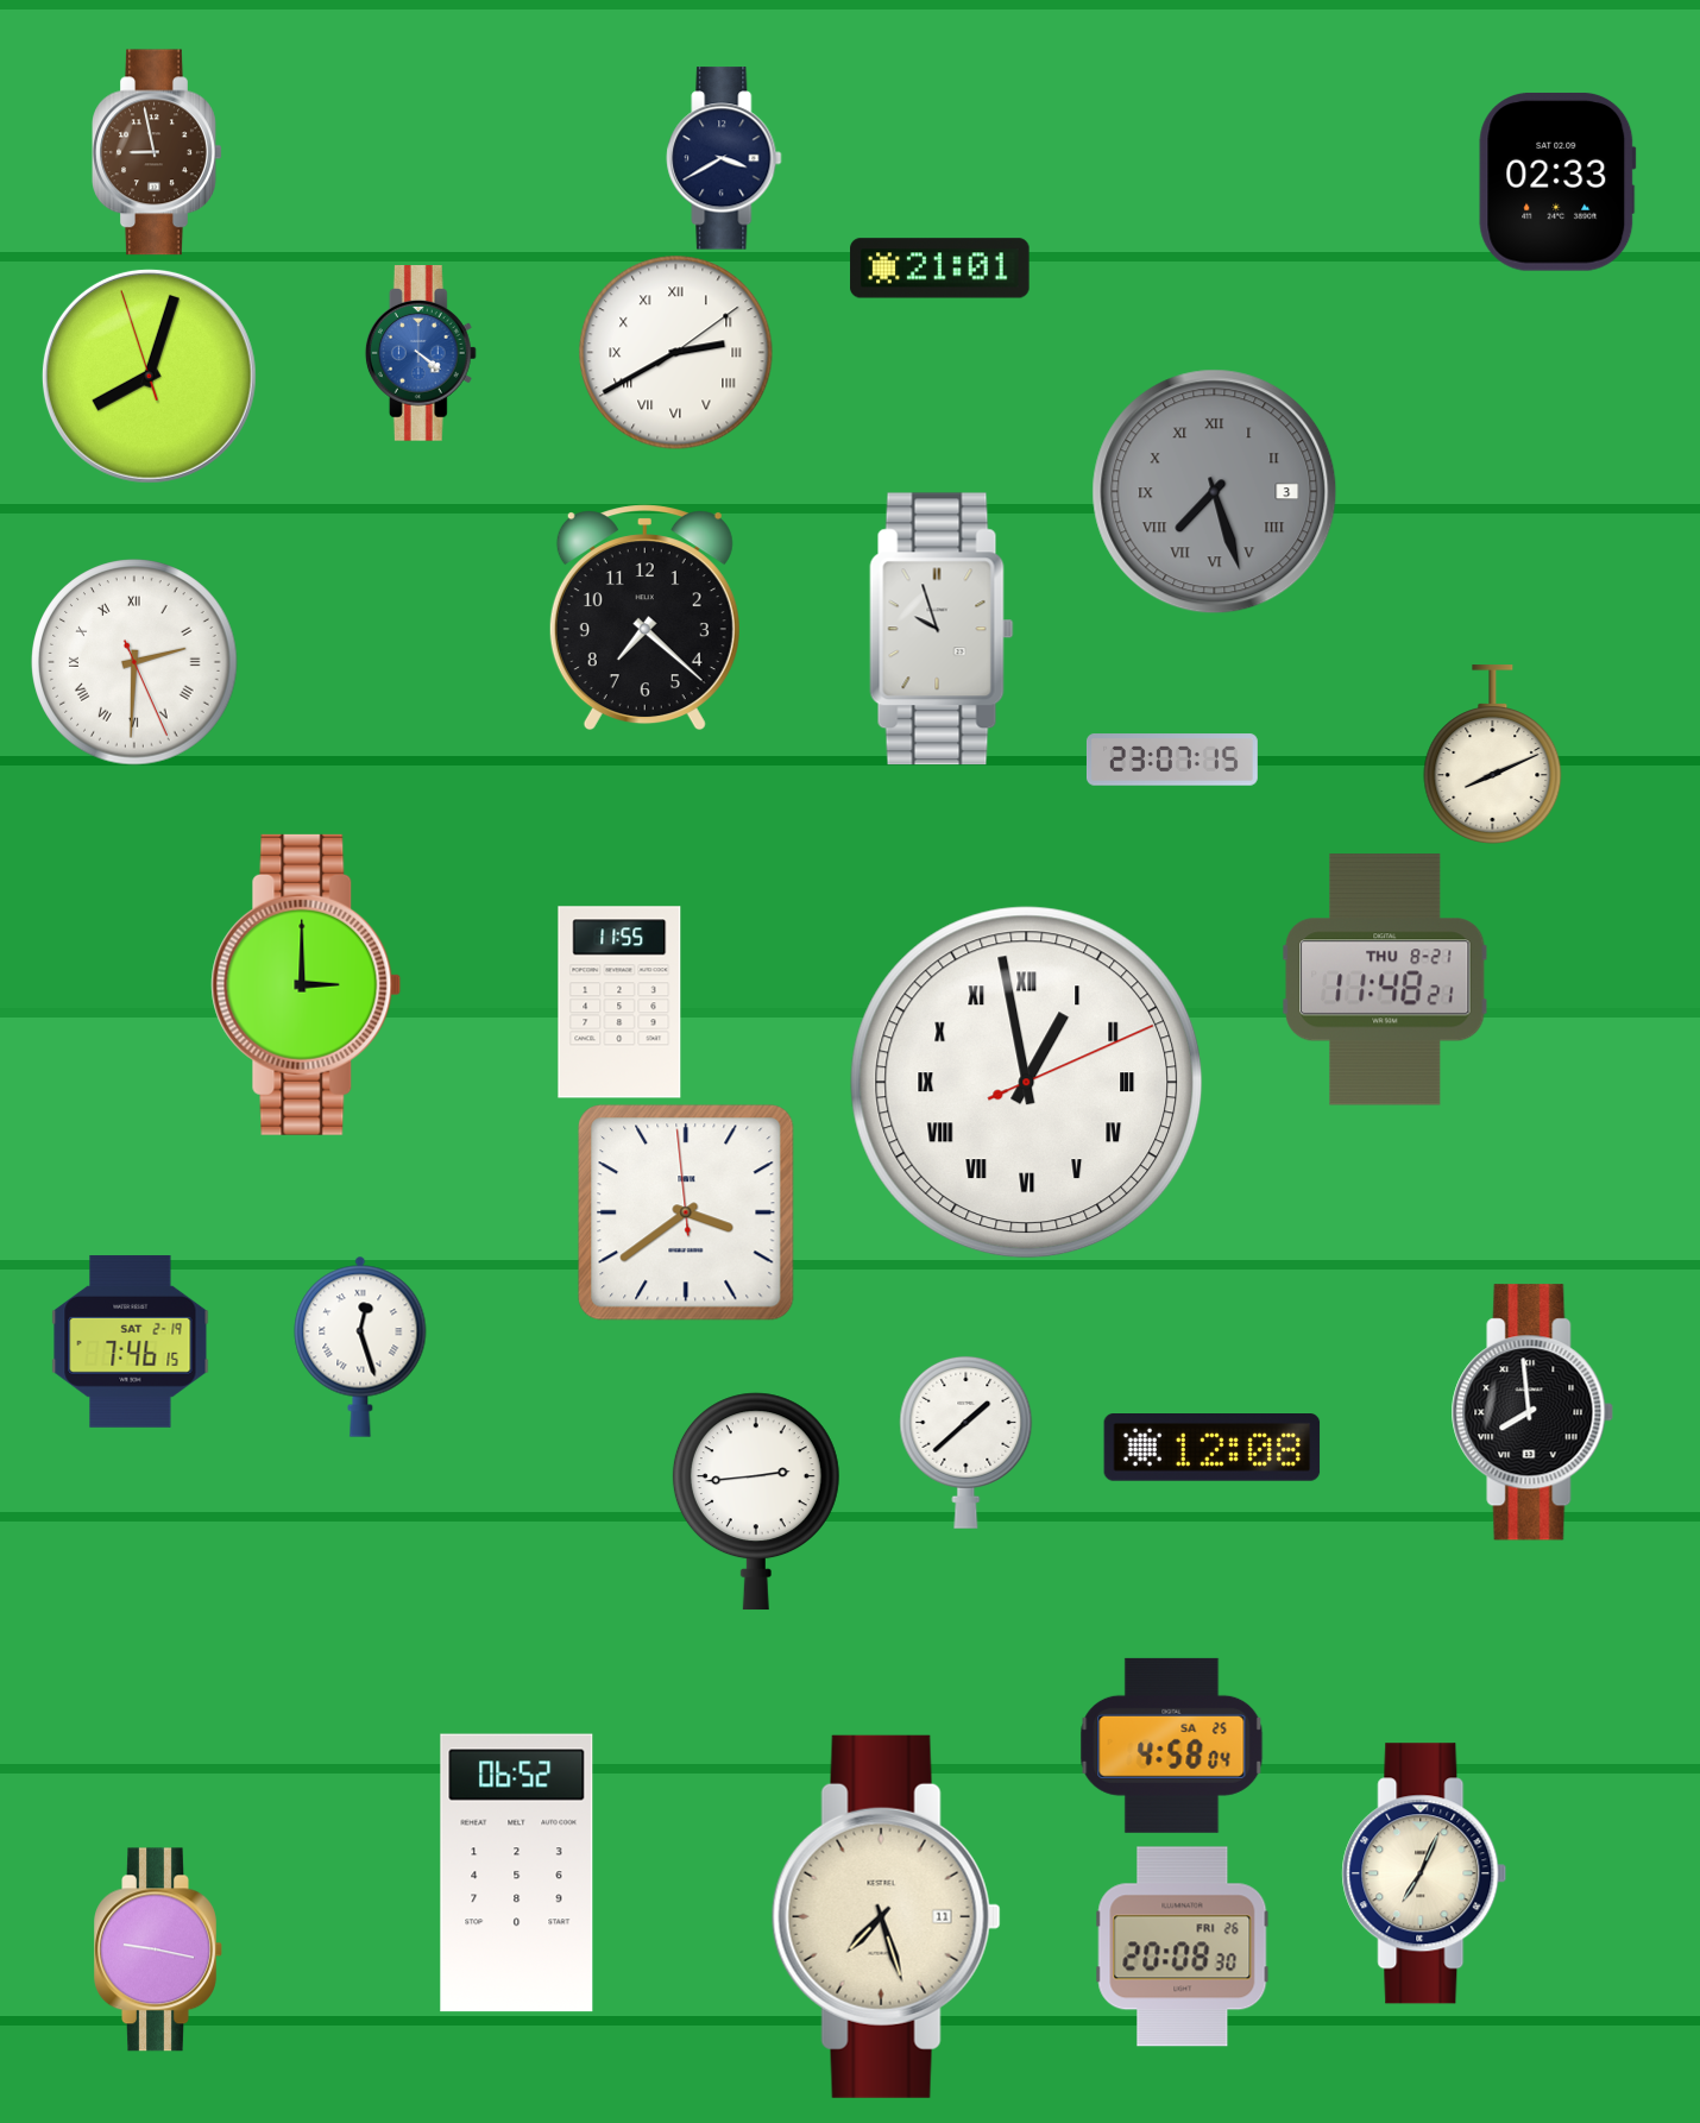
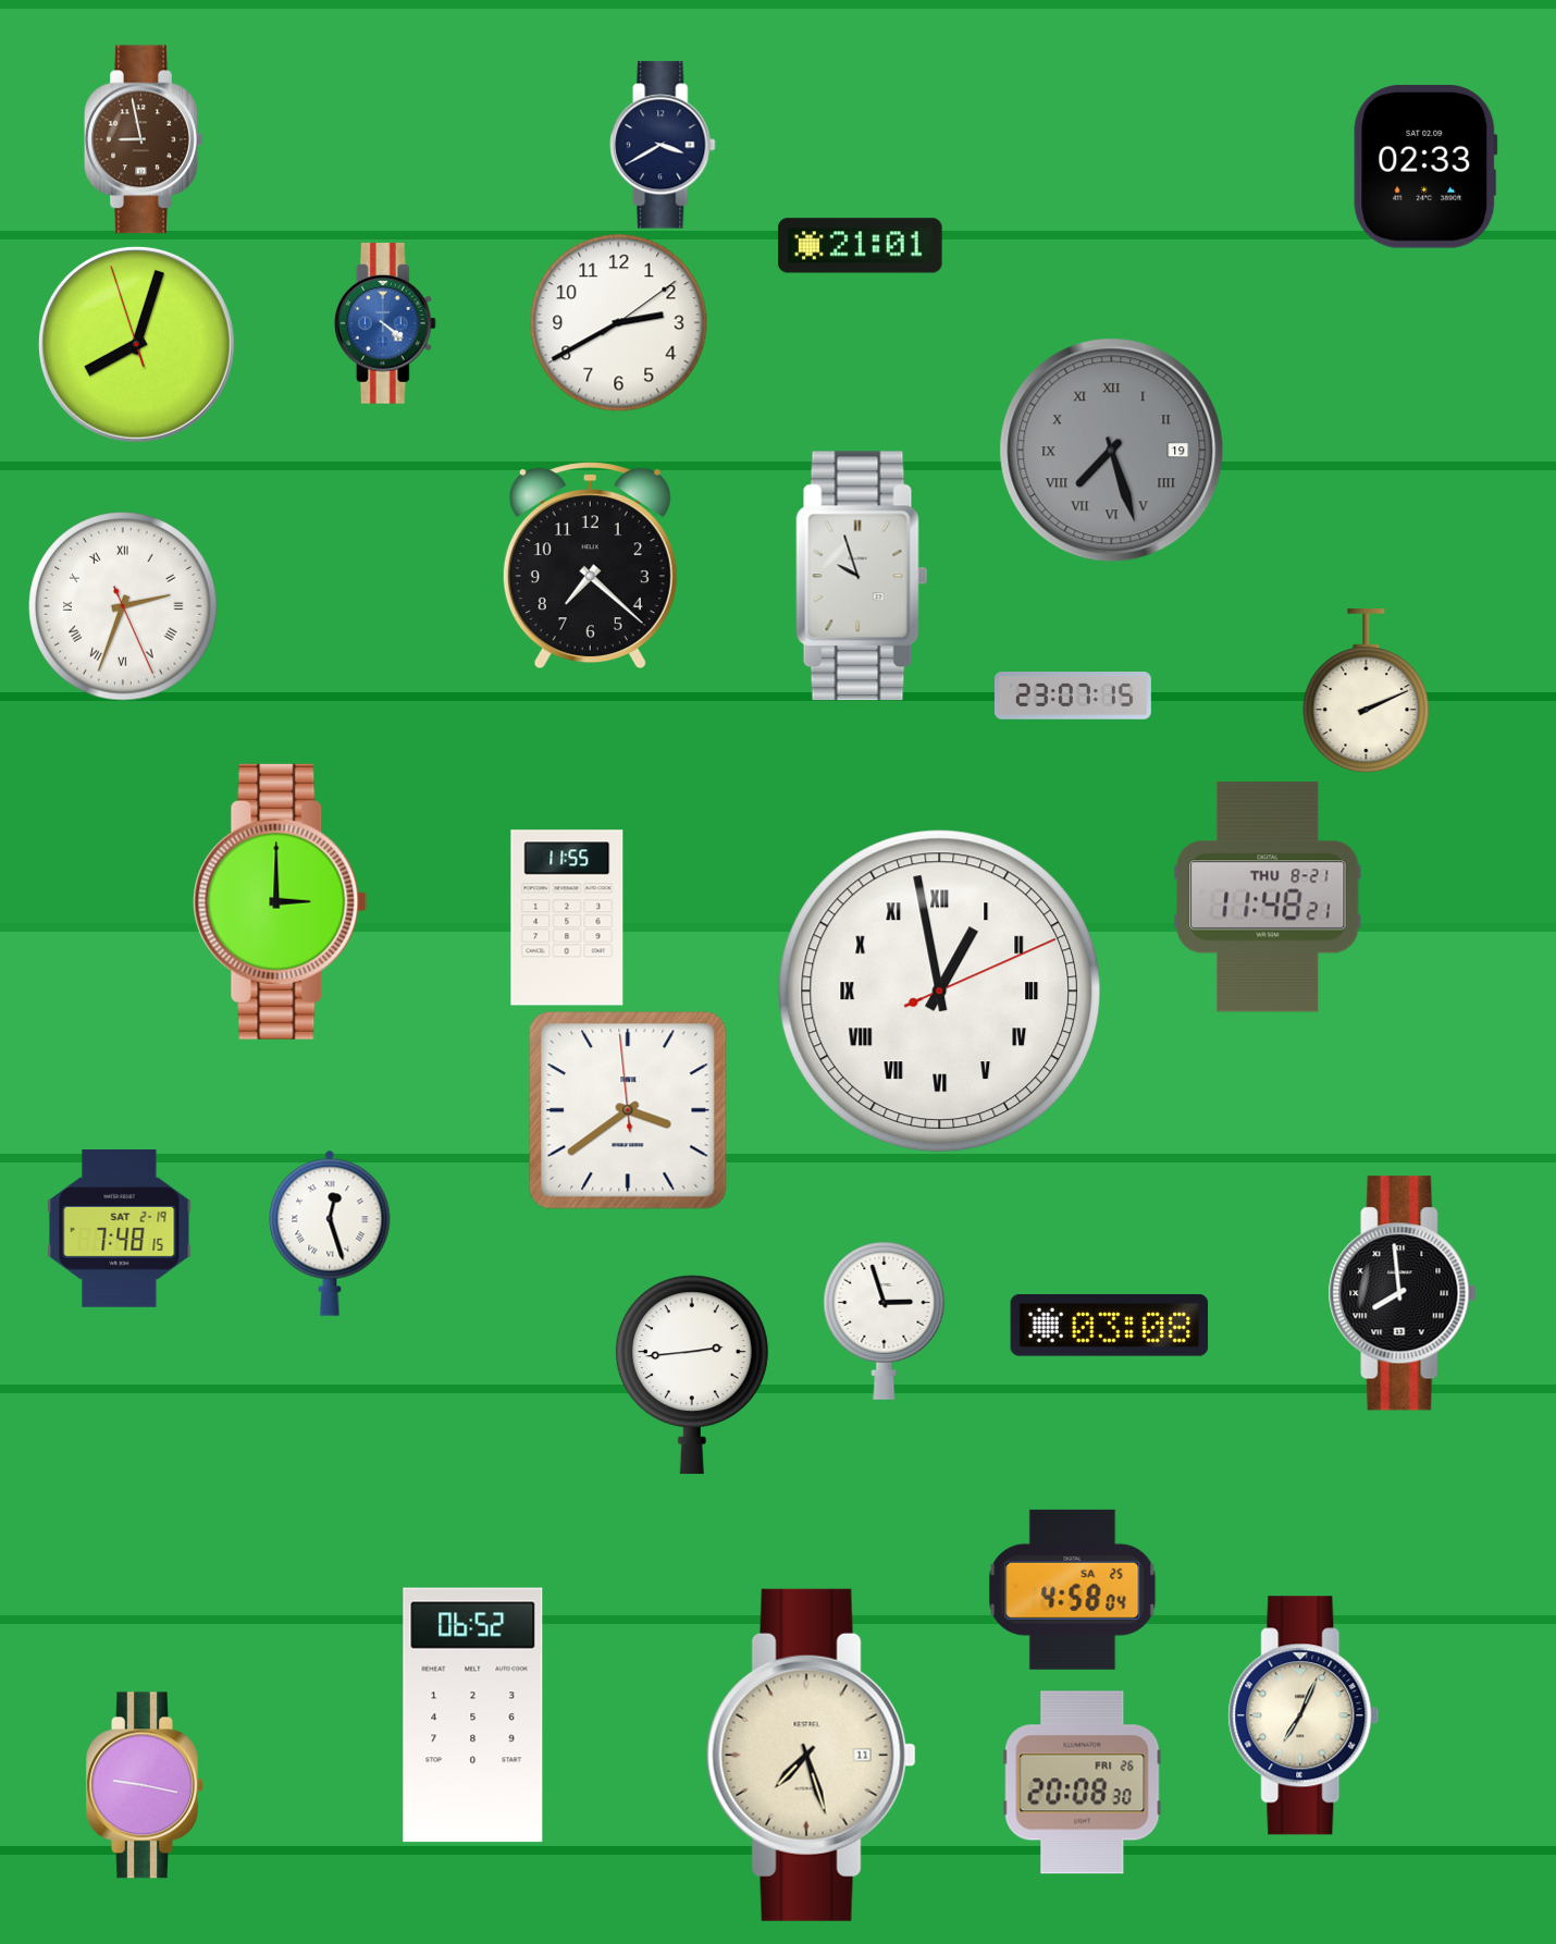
clock at (676, 353) numerals: Roman -> Arabic
clock at (1215, 492) date: 3 -> 19
clock at (134, 662): 2:30 -> 2:33
clock at (1493, 754): 8:11 -> 2:11
clock at (131, 1341): 7:46 -> 7:48
clock at (967, 1442): 1:38 -> 2:57
clock at (1213, 1448): 12:08 -> 03:08
clock at (1172, 1745) position: (1172, 1745) -> (1073, 1589)
